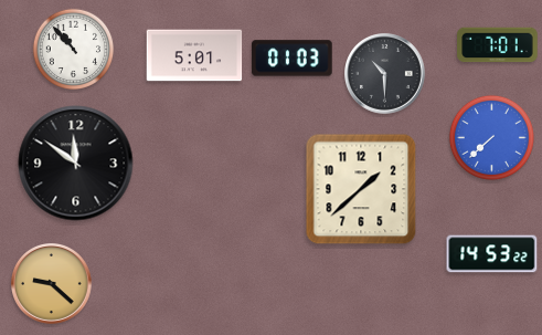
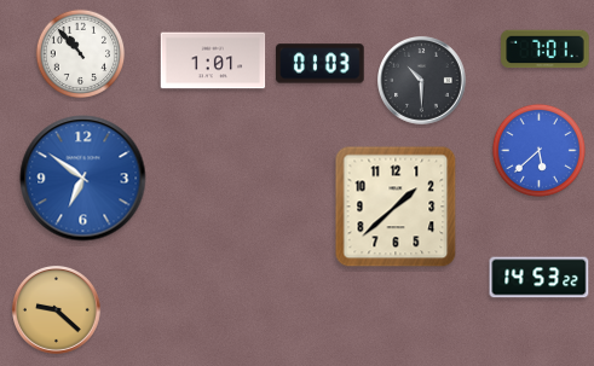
clock at (194, 55): 5:01 -> 1:01
clock at (491, 137): 7:38 -> 5:38
clock at (76, 164): 11:51 -> 6:51
clock at (76, 164) dial: black -> blue
